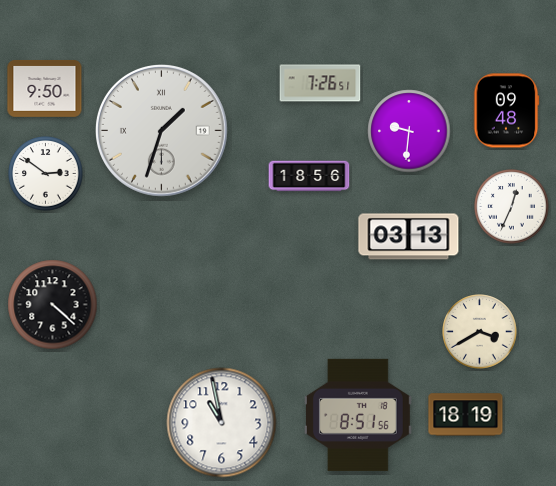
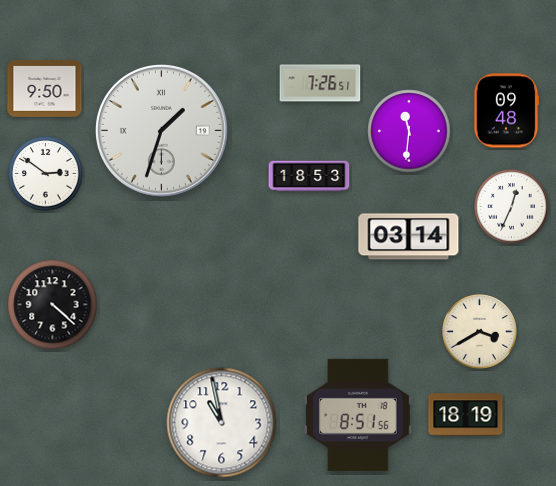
clock at (409, 131): 9:31 -> 11:31
clock at (309, 176): 18:56 -> 18:53
clock at (409, 237): 03:13 -> 03:14
